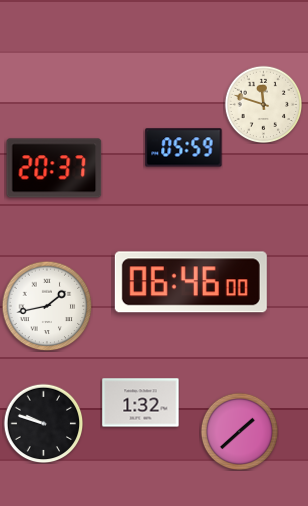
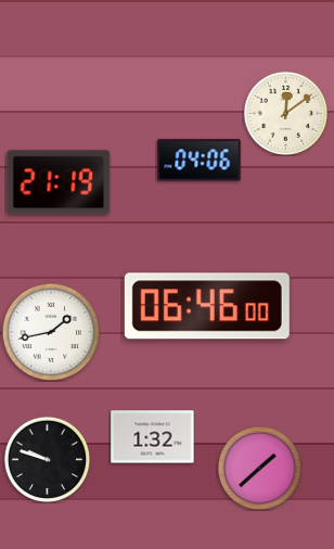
clock at (263, 104): 11:48 -> 12:09
clock at (184, 148): 05:59 -> 04:06
clock at (54, 168): 20:37 -> 21:19
